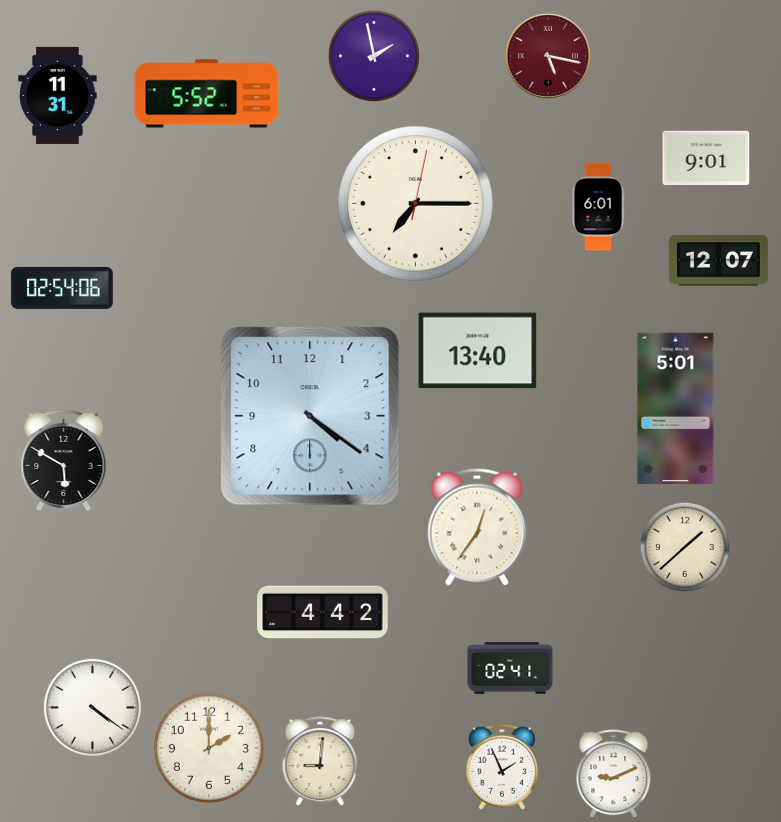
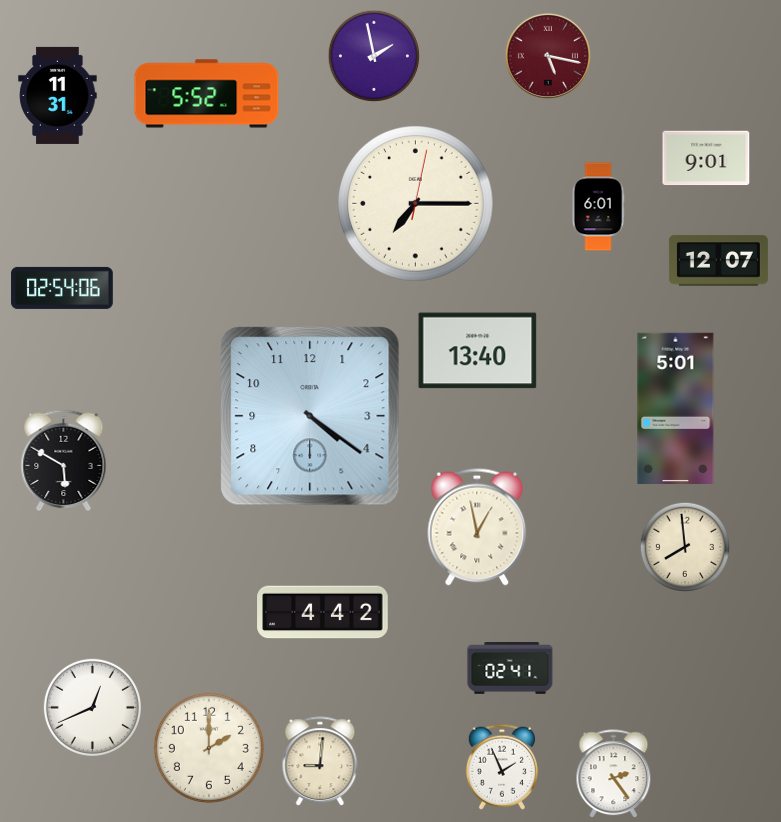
clock at (477, 527): 12:36 -> 12:58
clock at (684, 546): 1:38 -> 7:59
clock at (92, 707): 4:21 -> 12:41
clock at (614, 774): 9:11 -> 2:24
